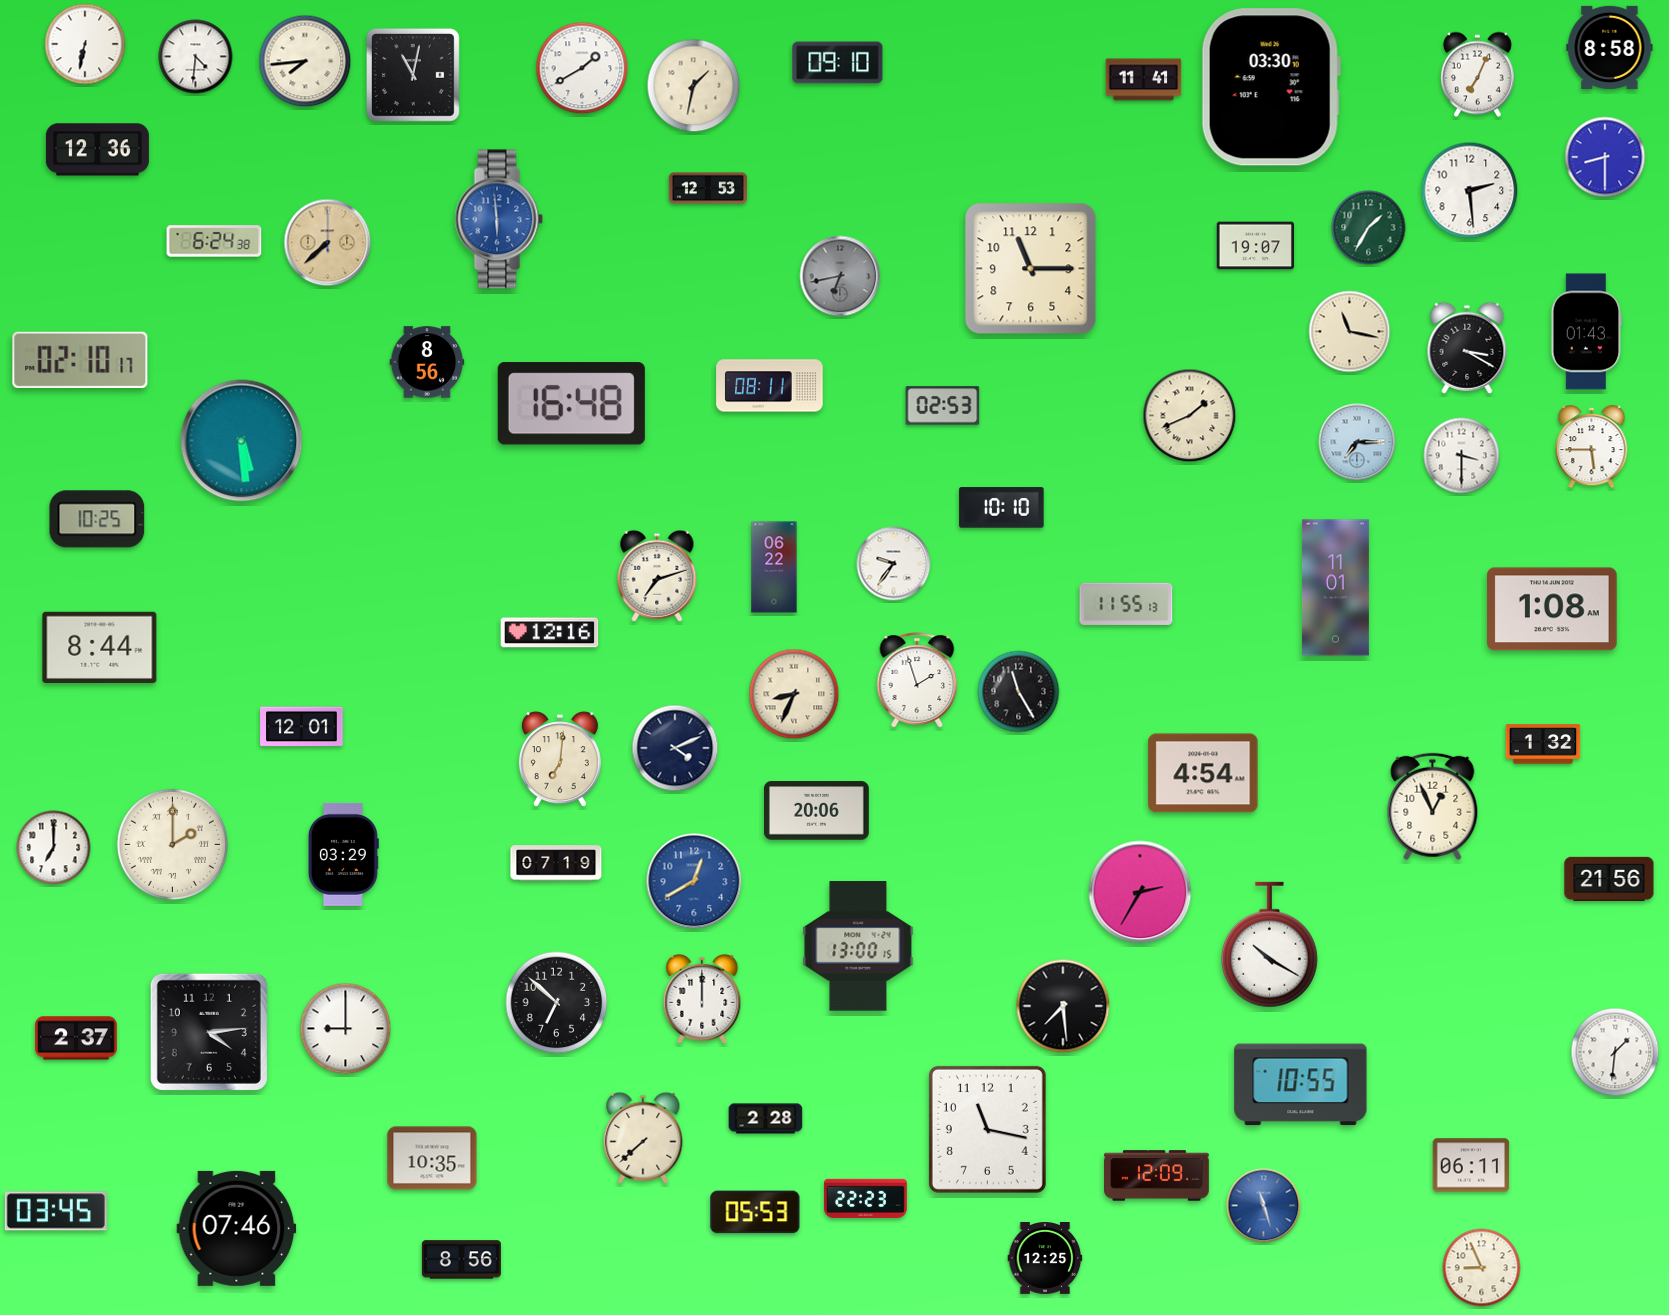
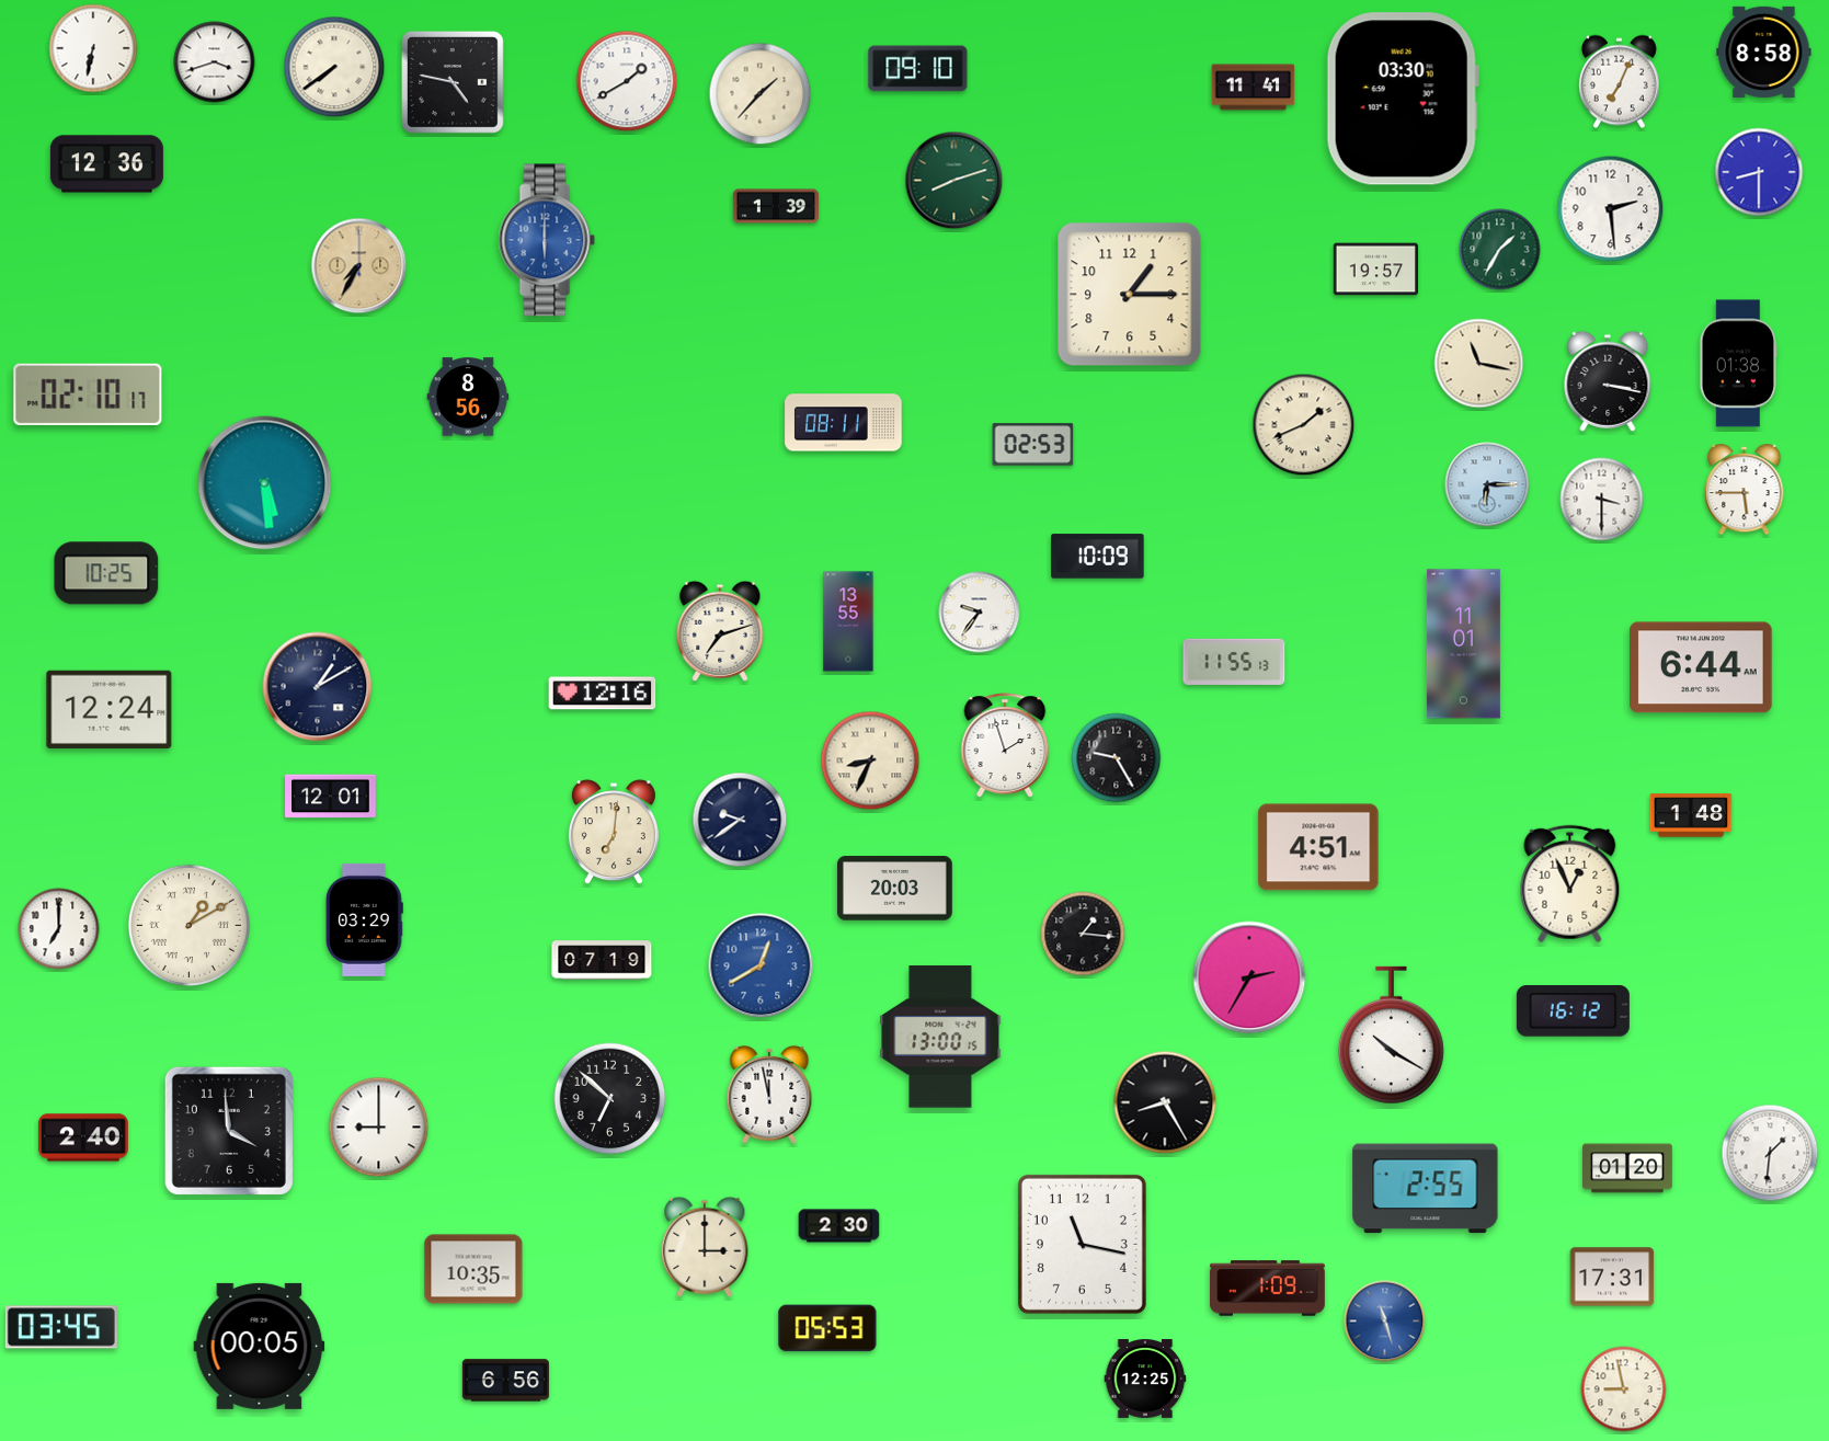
clock at (196, 57): 4:31 -> 3:42
clock at (305, 61): 7:44 -> 7:39
clock at (582, 68) position: (582, 68) -> (627, 81)
clock at (413, 75): 11:02 -> 4:47
clock at (694, 86): 1:32 -> 1:37
clock at (1271, 87) position: (1271, 87) -> (1403, 99)
clock at (954, 181): none -> 8:12
clock at (708, 188): 12:53 -> 1:39
clock at (499, 219): 5:59 -> 6:00
clock at (214, 241): 6:24 -> none
clock at (328, 243): 7:38 -> 7:35
clock at (1255, 246): 19:07 -> 19:57
clock at (1031, 269): 11:15 -> 1:15
clock at (840, 276): 6:43 -> none
clock at (1587, 332): 01:43 -> 01:38
clock at (1467, 348): 3:20 -> 3:17
clock at (571, 404): 16:48 -> none
clock at (1190, 416) position: (1190, 416) -> (1304, 425)
clock at (1357, 442): 7:15 -> 6:15
clock at (1002, 508): 10:10 -> 10:09
clock at (97, 519) position: (97, 519) -> (106, 573)
clock at (894, 564) position: (894, 564) -> (980, 613)
clock at (774, 567): 06:22 -> 13:55
clock at (1552, 609): 1:08 -> 6:44
clock at (318, 687): none -> 1:10
clock at (100, 647): 8:44 -> 12:24
clock at (1019, 692): 11:25 -> 9:25
clock at (1543, 744): 1:32 -> 1:48
clock at (675, 748): 4:11 -> 9:39
clock at (1203, 773): 4:54 -> 4:51
clock at (817, 811): 20:06 -> 20:03
clock at (172, 844): 2:00 -> 1:10
clock at (1083, 934): none -> 1:16
clock at (344, 854) position: (344, 854) -> (365, 919)
clock at (556, 863) position: (556, 863) -> (602, 960)
clock at (1609, 879): 21:56 -> none
clock at (1573, 1011): none -> 16:12
clock at (702, 999): 12:00 -> 11:58
clock at (1063, 1006): 7:29 -> 8:25
clock at (209, 1032): 4:14 -> 3:59
clock at (77, 1038): 2:37 -> 2:40
clock at (1627, 1168): none -> 01:20
clock at (1301, 1085): 10:55 -> 2:55
clock at (766, 1119): 2:28 -> 2:30
clock at (987, 1129) position: (987, 1129) -> (1082, 1244)
clock at (643, 1138): 7:38 -> 3:00
clock at (1471, 1165): 06:11 -> 17:31
clock at (1157, 1176): 12:09 -> 1:09
clock at (866, 1198): 22:23 -> none
clock at (237, 1228): 07:46 -> 00:05
clock at (461, 1260): 8:56 -> 6:56
clock at (1482, 1268): 8:56 -> 8:58
